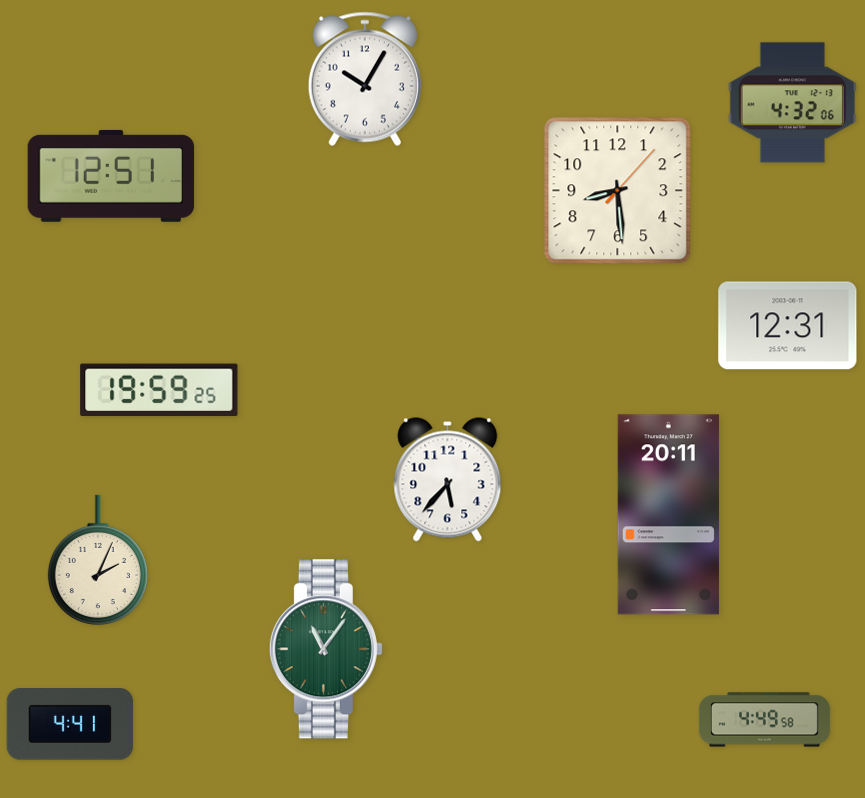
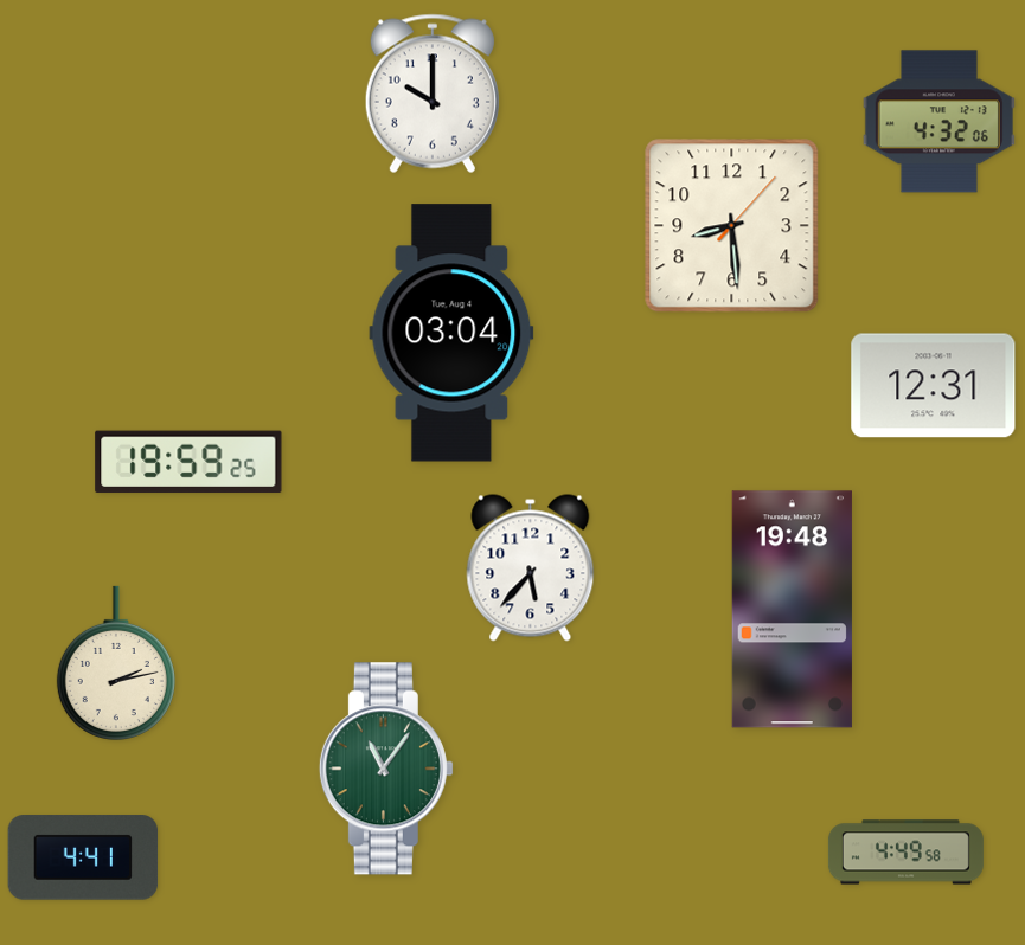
clock at (365, 79): 10:05 -> 10:00
clock at (111, 176): 12:51 -> none
clock at (451, 333): none -> 03:04
clock at (668, 515): 20:11 -> 19:48
clock at (98, 560): 2:04 -> 2:13
